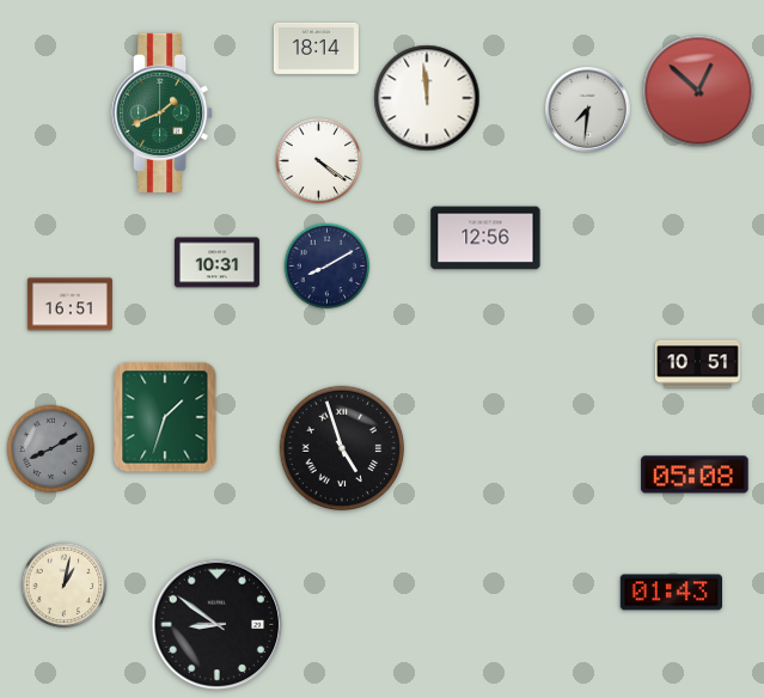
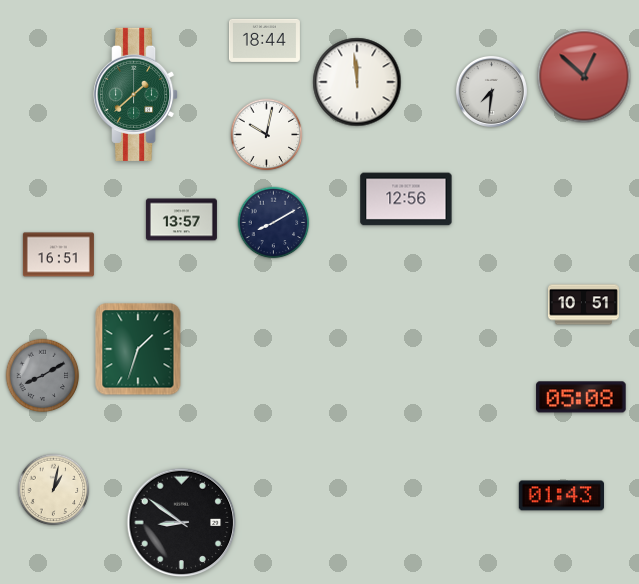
clock at (316, 48): 18:14 -> 18:44
clock at (163, 112): 1:41 -> 1:38
clock at (319, 161): 4:21 -> 10:02
clock at (216, 263): 10:31 -> 13:57
clock at (342, 448): 4:57 -> none
